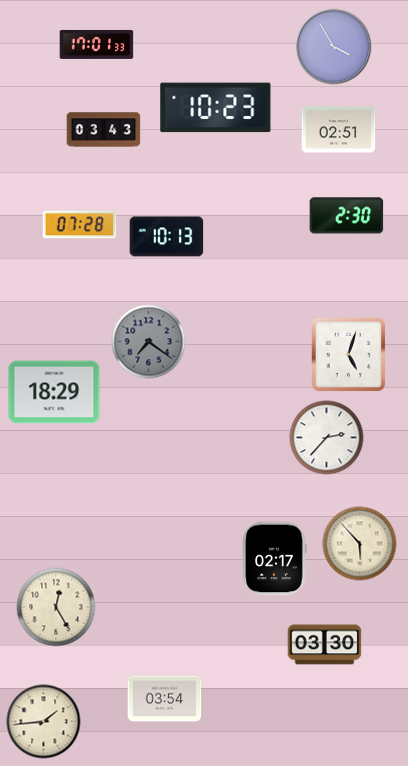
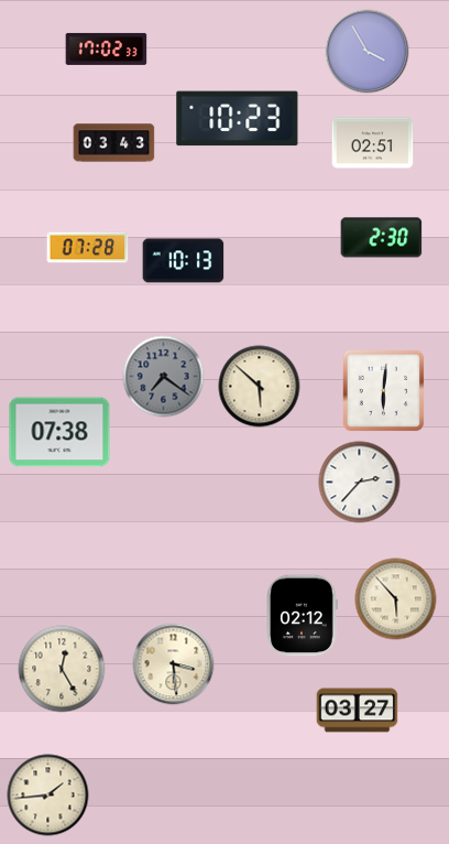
clock at (97, 44): 17:01 -> 17:02
clock at (260, 387): none -> 5:52
clock at (349, 355): 5:03 -> 6:01
clock at (54, 392): 18:29 -> 07:38
clock at (274, 559): 02:17 -> 02:12
clock at (174, 664): none -> 3:29
clock at (325, 645): 03:30 -> 03:27
clock at (165, 699): 03:54 -> none
